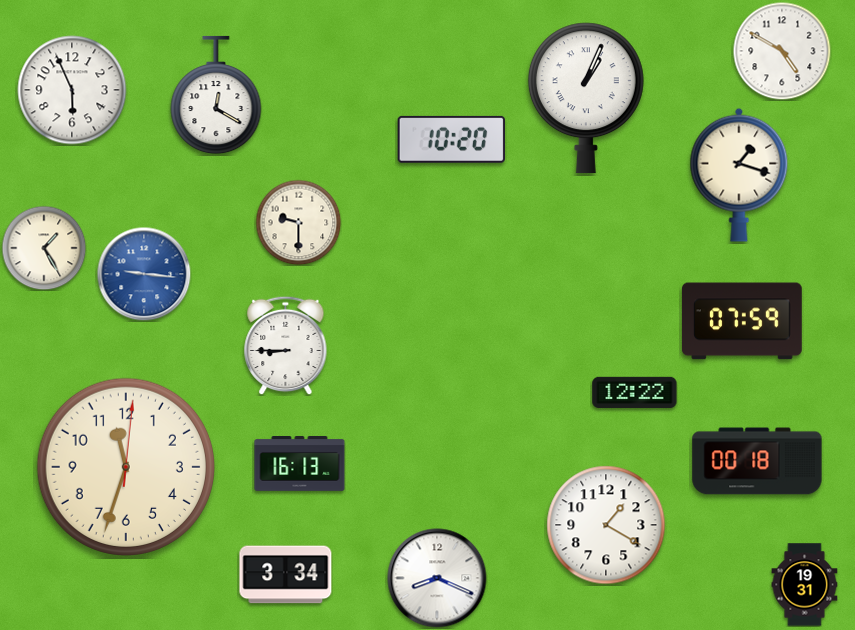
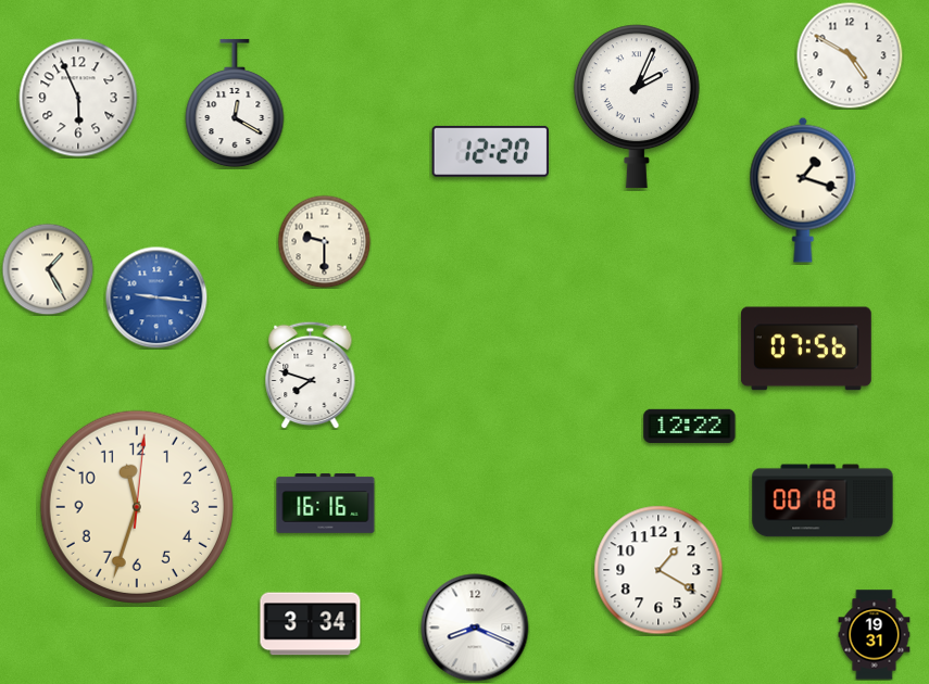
clock at (586, 98): 1:04 -> 2:04
clock at (451, 139): 10:20 -> 12:20
clock at (742, 321): 07:59 -> 07:56
clock at (286, 345): 8:45 -> 7:48
clock at (300, 464): 16:13 -> 16:16
